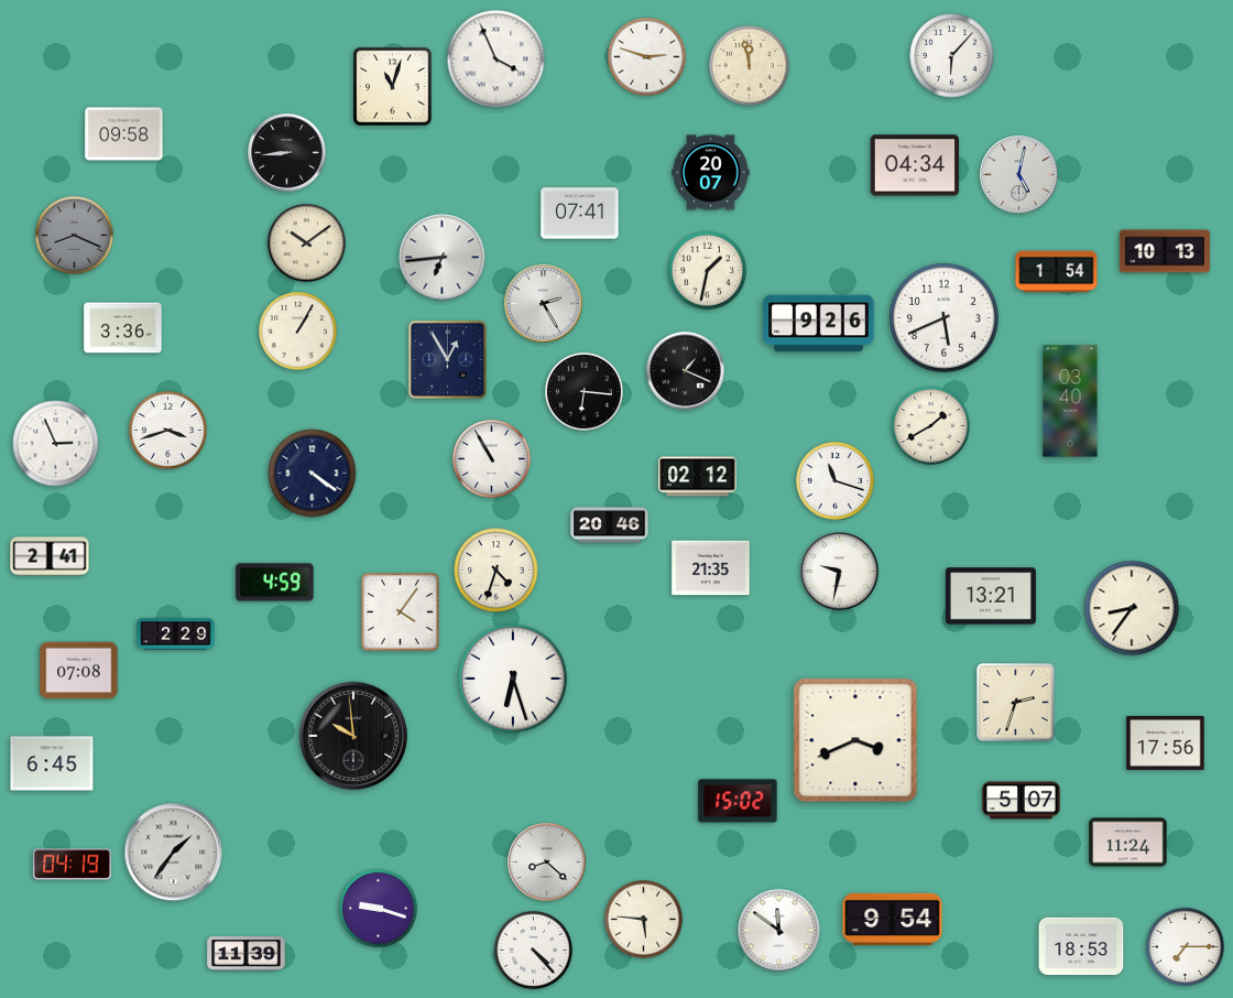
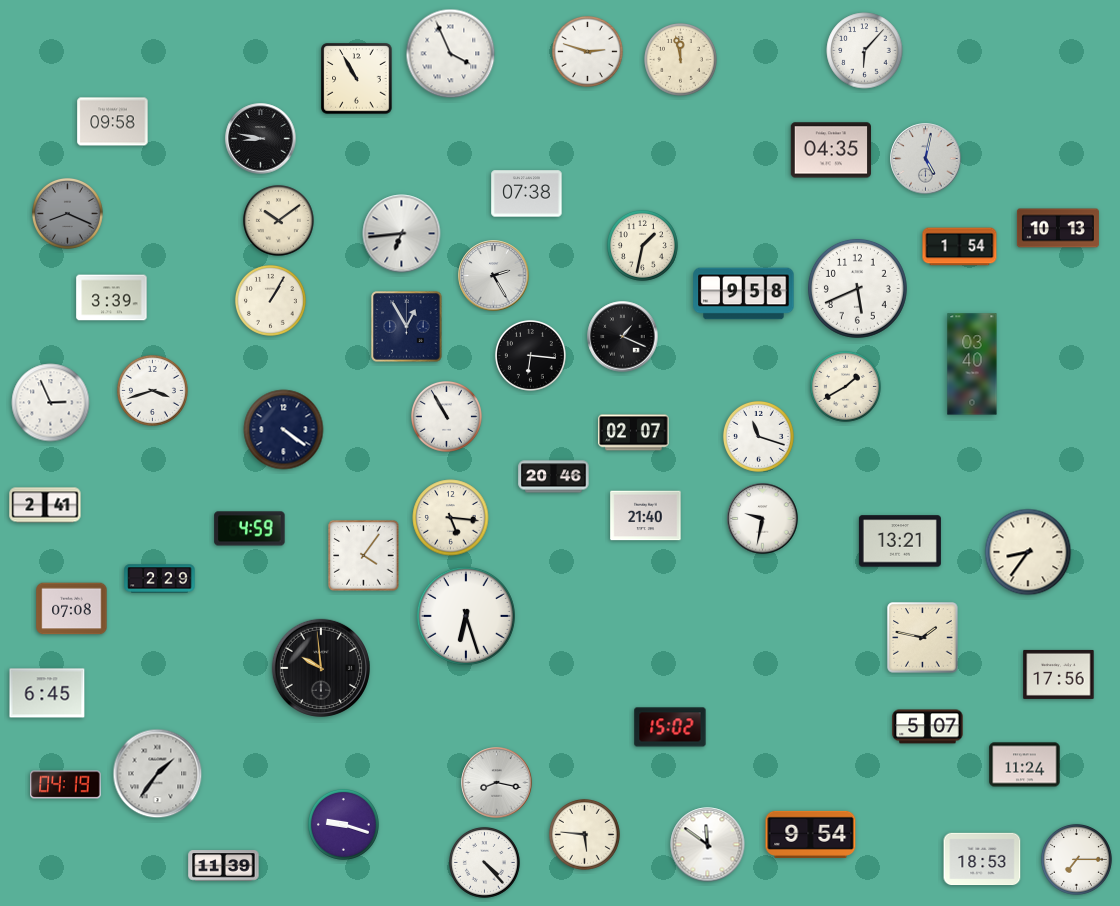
clock at (393, 87): 11:03 -> 10:55
clock at (287, 153): 8:44 -> 8:47
clock at (915, 165): 04:34 -> 04:35
clock at (711, 173): 20:07 -> none
clock at (580, 214): 07:41 -> 07:38
clock at (819, 324): 9:26 -> 9:58
clock at (123, 328): 3:36 -> 3:39
clock at (698, 477): 02:12 -> 02:07
clock at (711, 568): 21:35 -> 21:40
clock at (497, 571): 4:33 -> 5:16
clock at (176, 634) position: (176, 634) -> (160, 579)
clock at (1016, 703): 2:33 -> 1:47
clock at (855, 740): 3:41 -> none
clock at (547, 863): 8:22 -> 8:17
